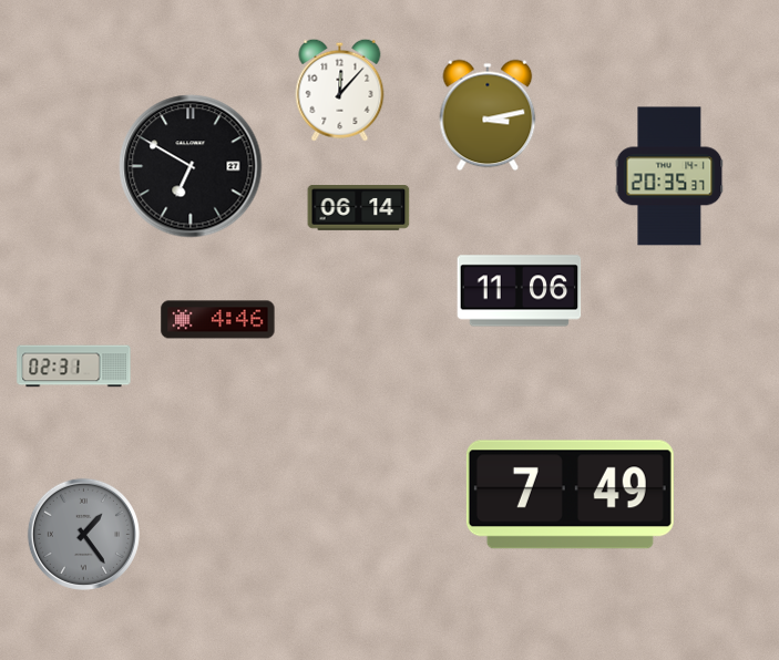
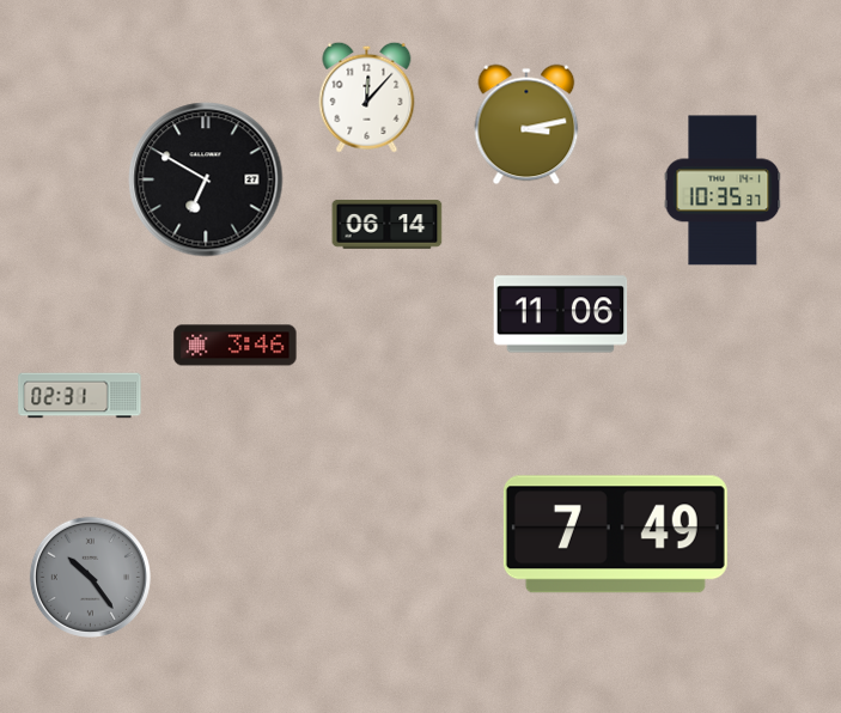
clock at (669, 176): 20:35 -> 10:35
clock at (218, 320): 4:46 -> 3:46
clock at (83, 534): 1:24 -> 10:24
